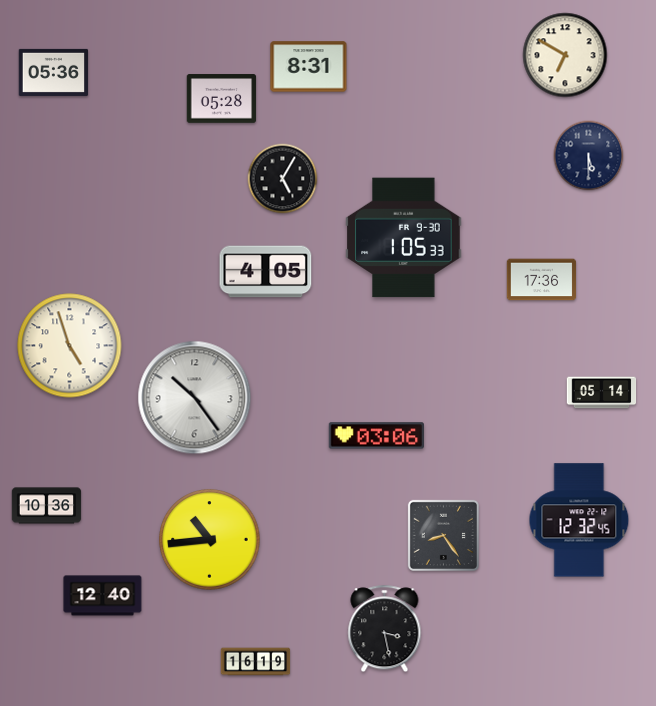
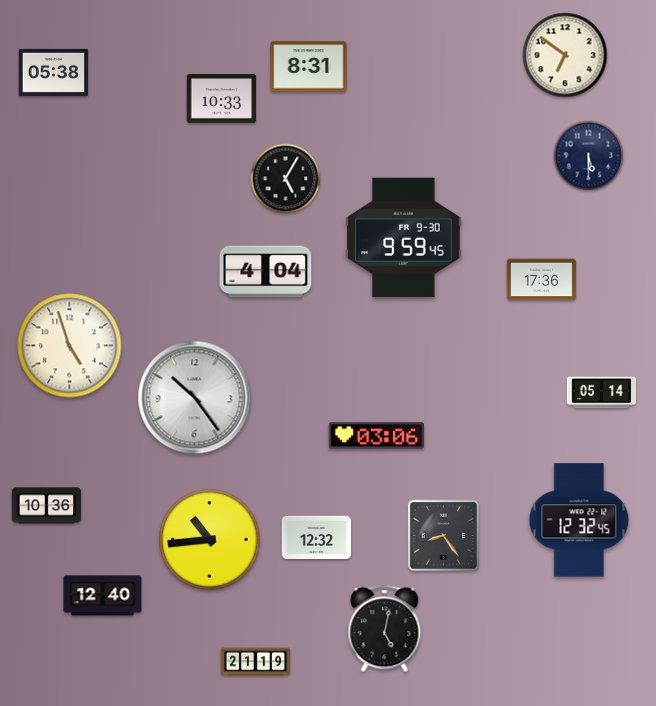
clock at (565, 55): 6:50 -> 6:51
clock at (54, 72): 05:36 -> 05:38
clock at (222, 99): 05:28 -> 10:33
clock at (283, 179) position: (283, 179) -> (286, 179)
clock at (404, 238): 1:05 -> 9:59
clock at (266, 272): 4:05 -> 4:04
clock at (317, 538): none -> 12:32
clock at (385, 629): 3:28 -> 5:02
clock at (256, 662): 16:19 -> 21:19
